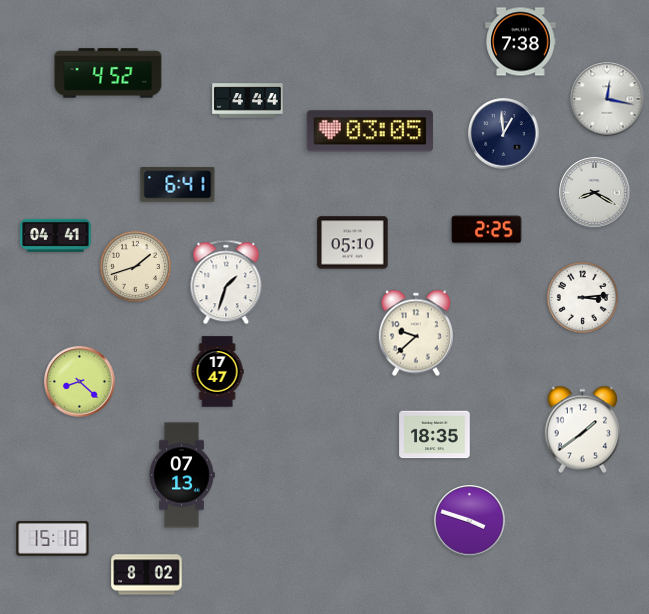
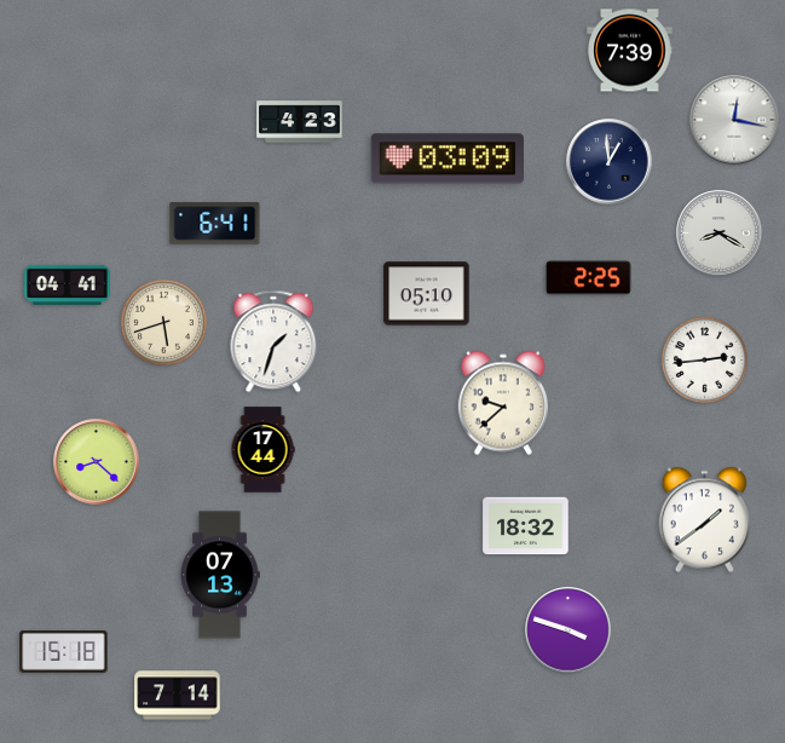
clock at (521, 42): 7:38 -> 7:39
clock at (108, 73): 4:52 -> none
clock at (248, 101): 4:44 -> 4:23
clock at (370, 131): 03:05 -> 03:09
clock at (135, 266): 1:42 -> 5:42
clock at (582, 297): 3:14 -> 2:44
clock at (217, 372): 17:47 -> 17:44
clock at (435, 435): 18:35 -> 18:32
clock at (147, 575): 8:02 -> 7:14
